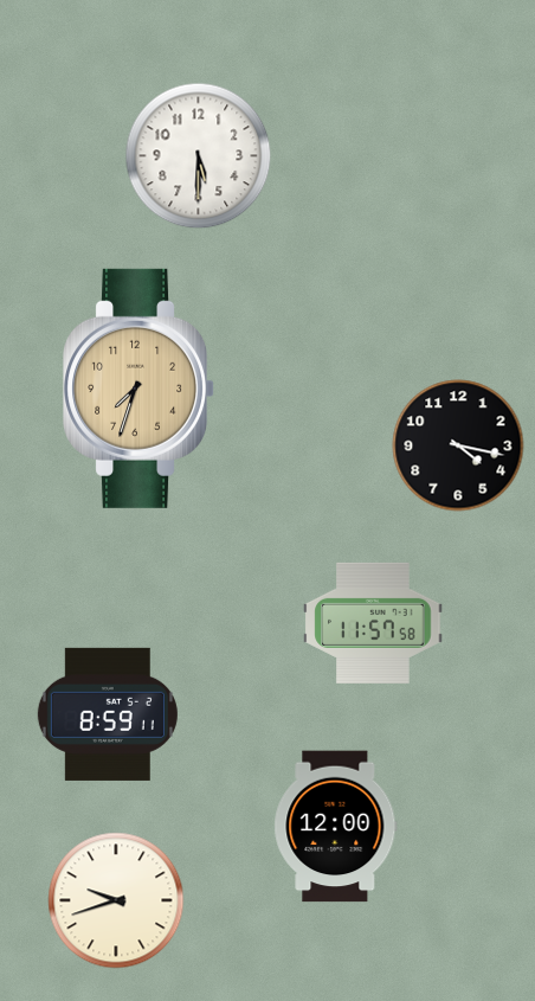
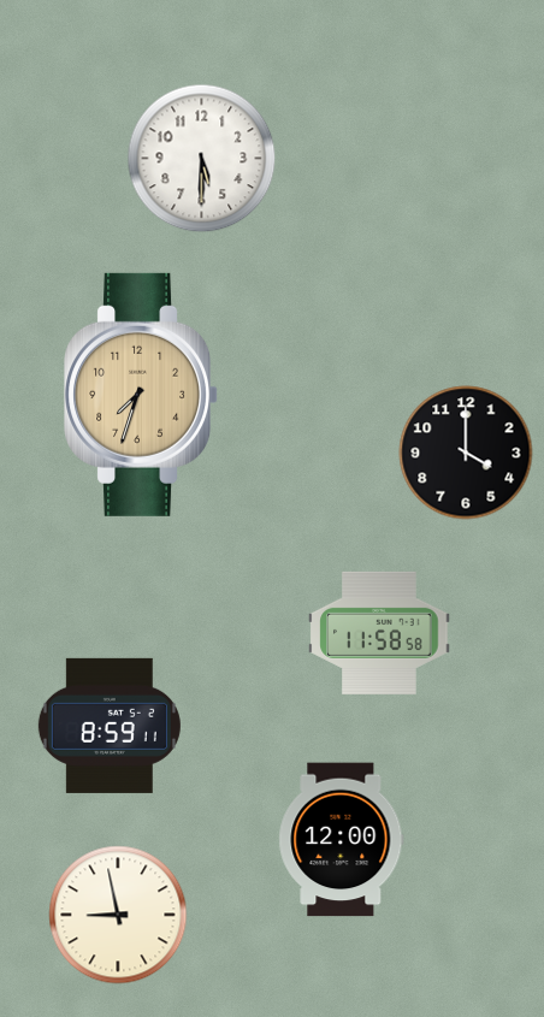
clock at (458, 445): 4:17 -> 4:00
clock at (373, 623): 11:57 -> 11:58
clock at (116, 900): 9:42 -> 8:58
